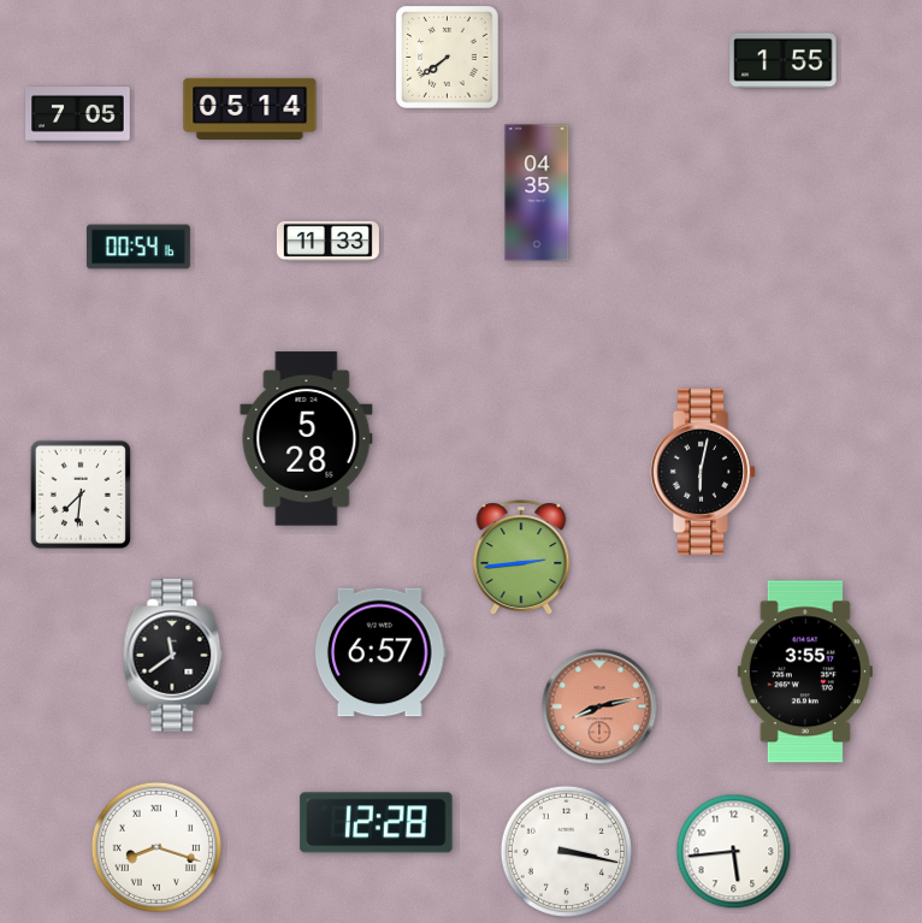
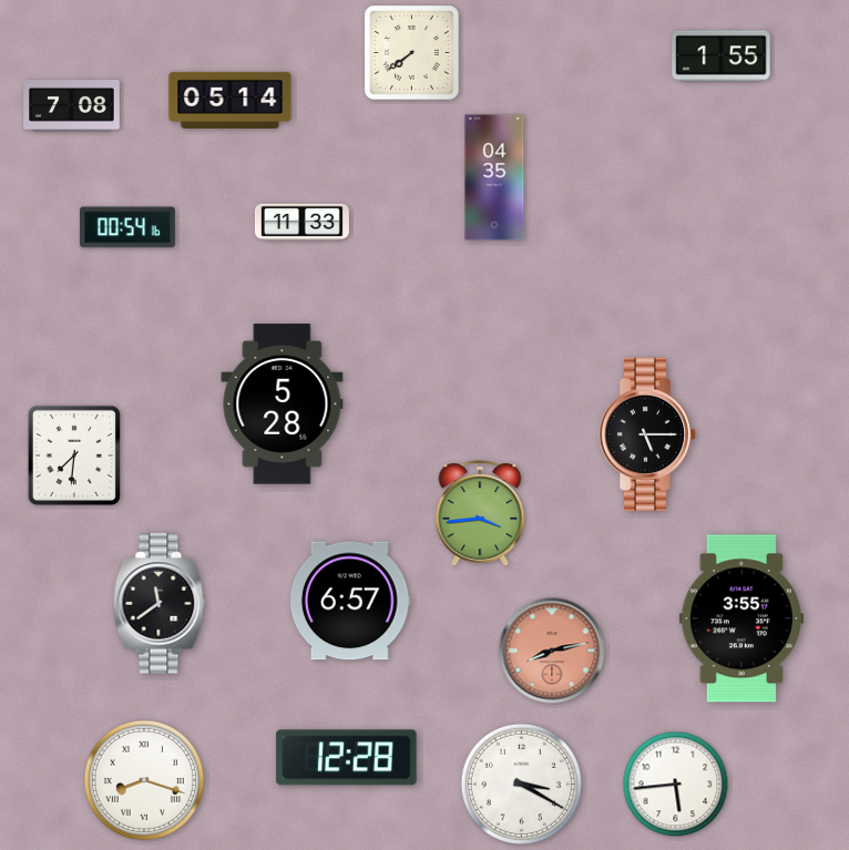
clock at (78, 116): 7:05 -> 7:08
clock at (703, 471): 6:02 -> 5:15
clock at (521, 557): 2:44 -> 3:44
clock at (566, 851): 3:17 -> 3:20
